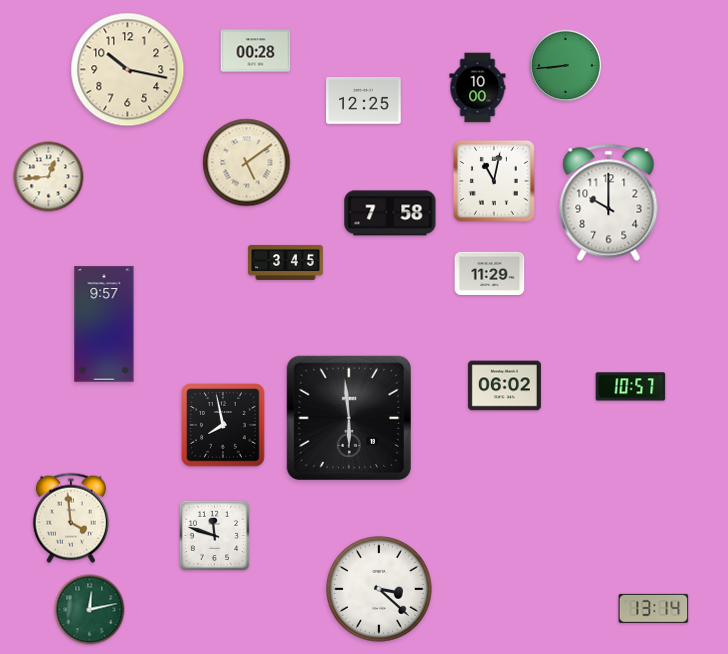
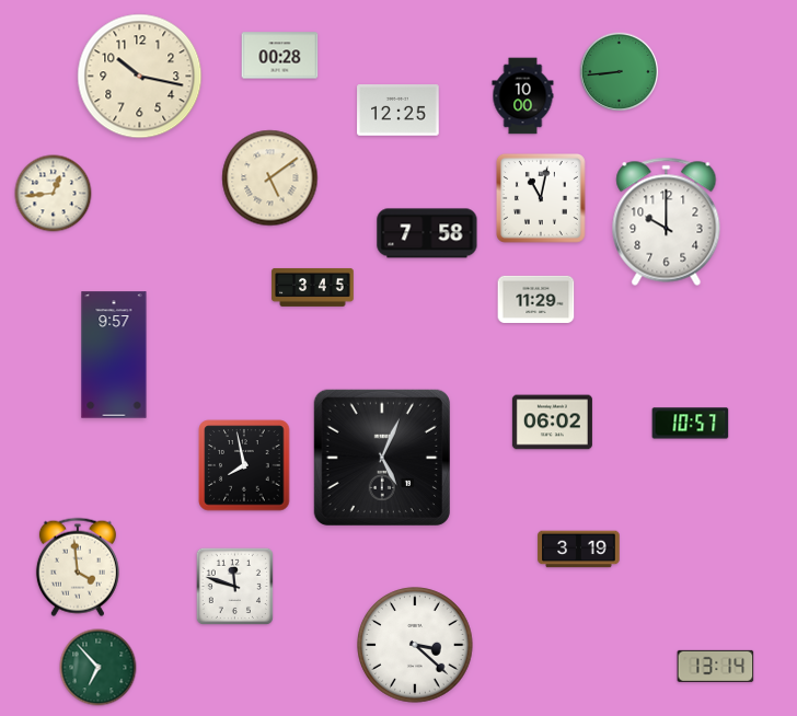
clock at (349, 418): 5:59 -> 5:04
clock at (579, 550): none -> 3:19
clock at (90, 610): 12:13 -> 6:53
